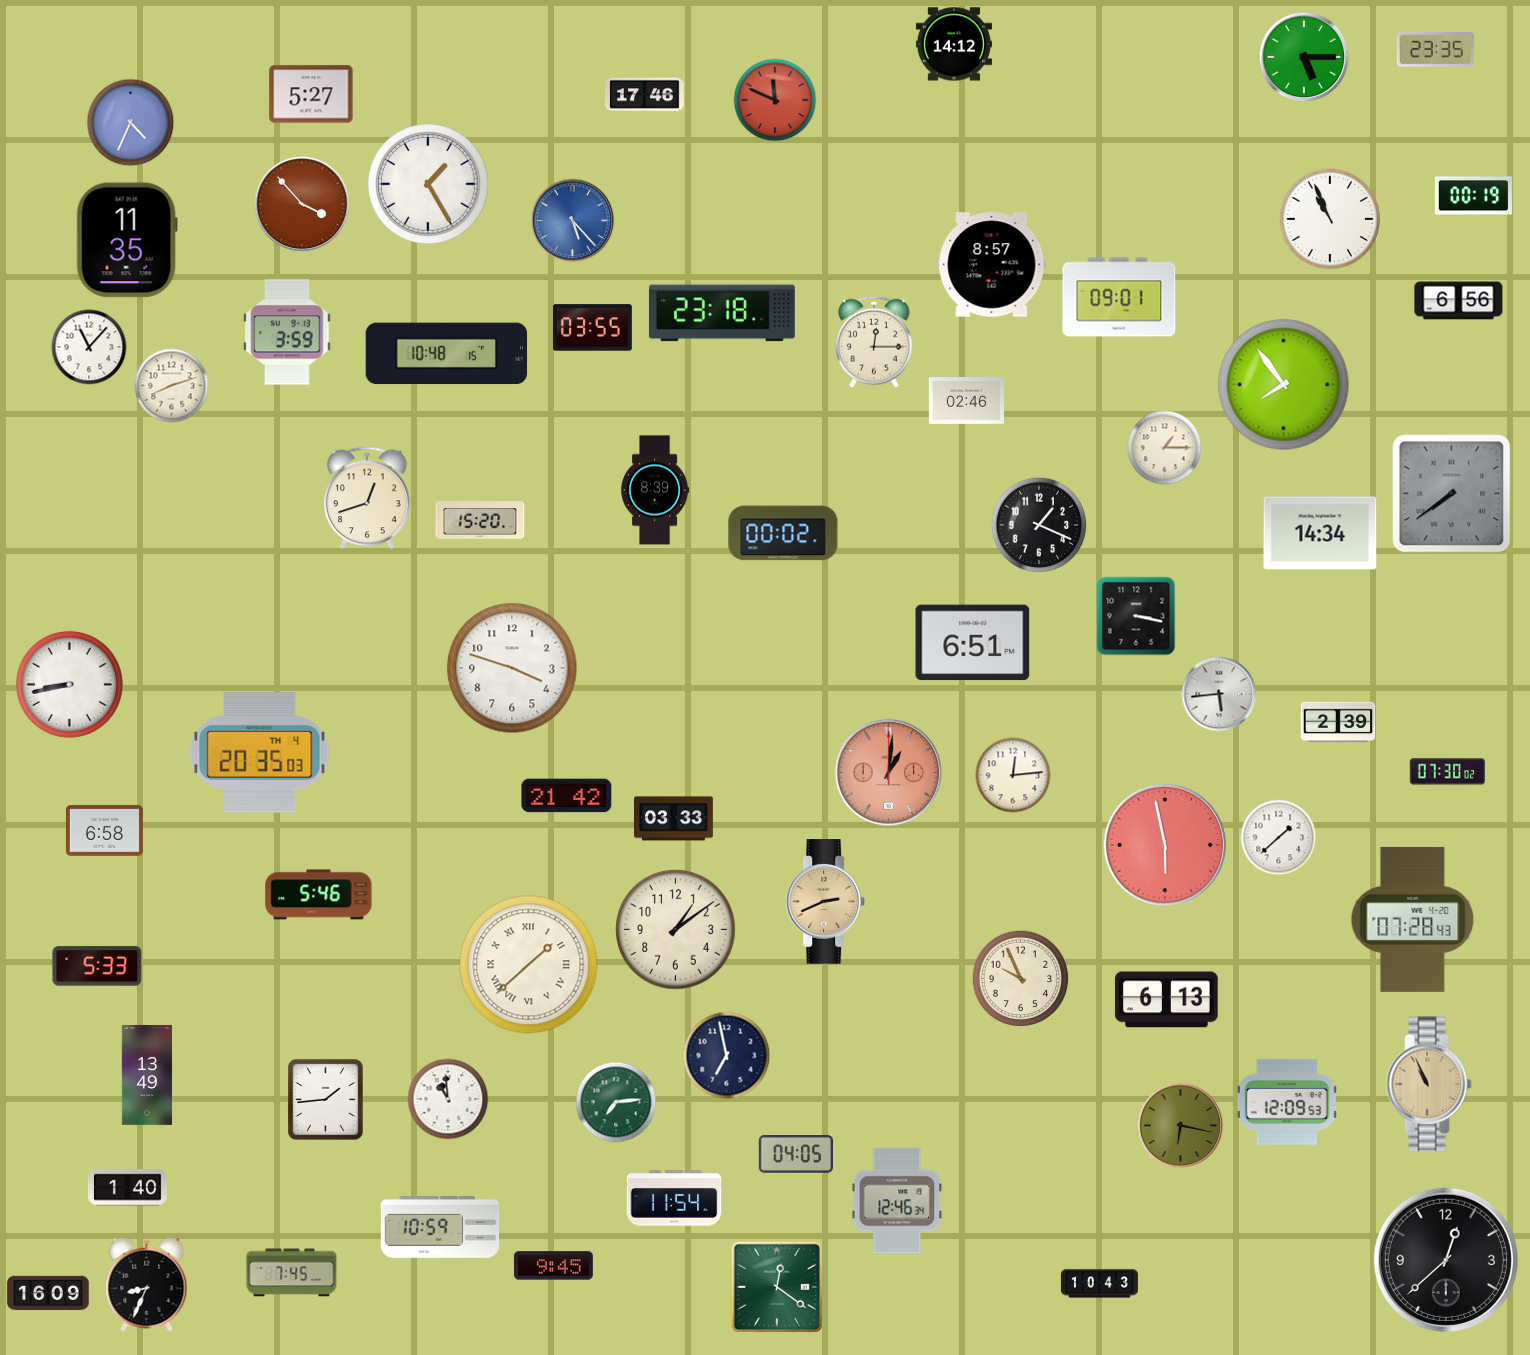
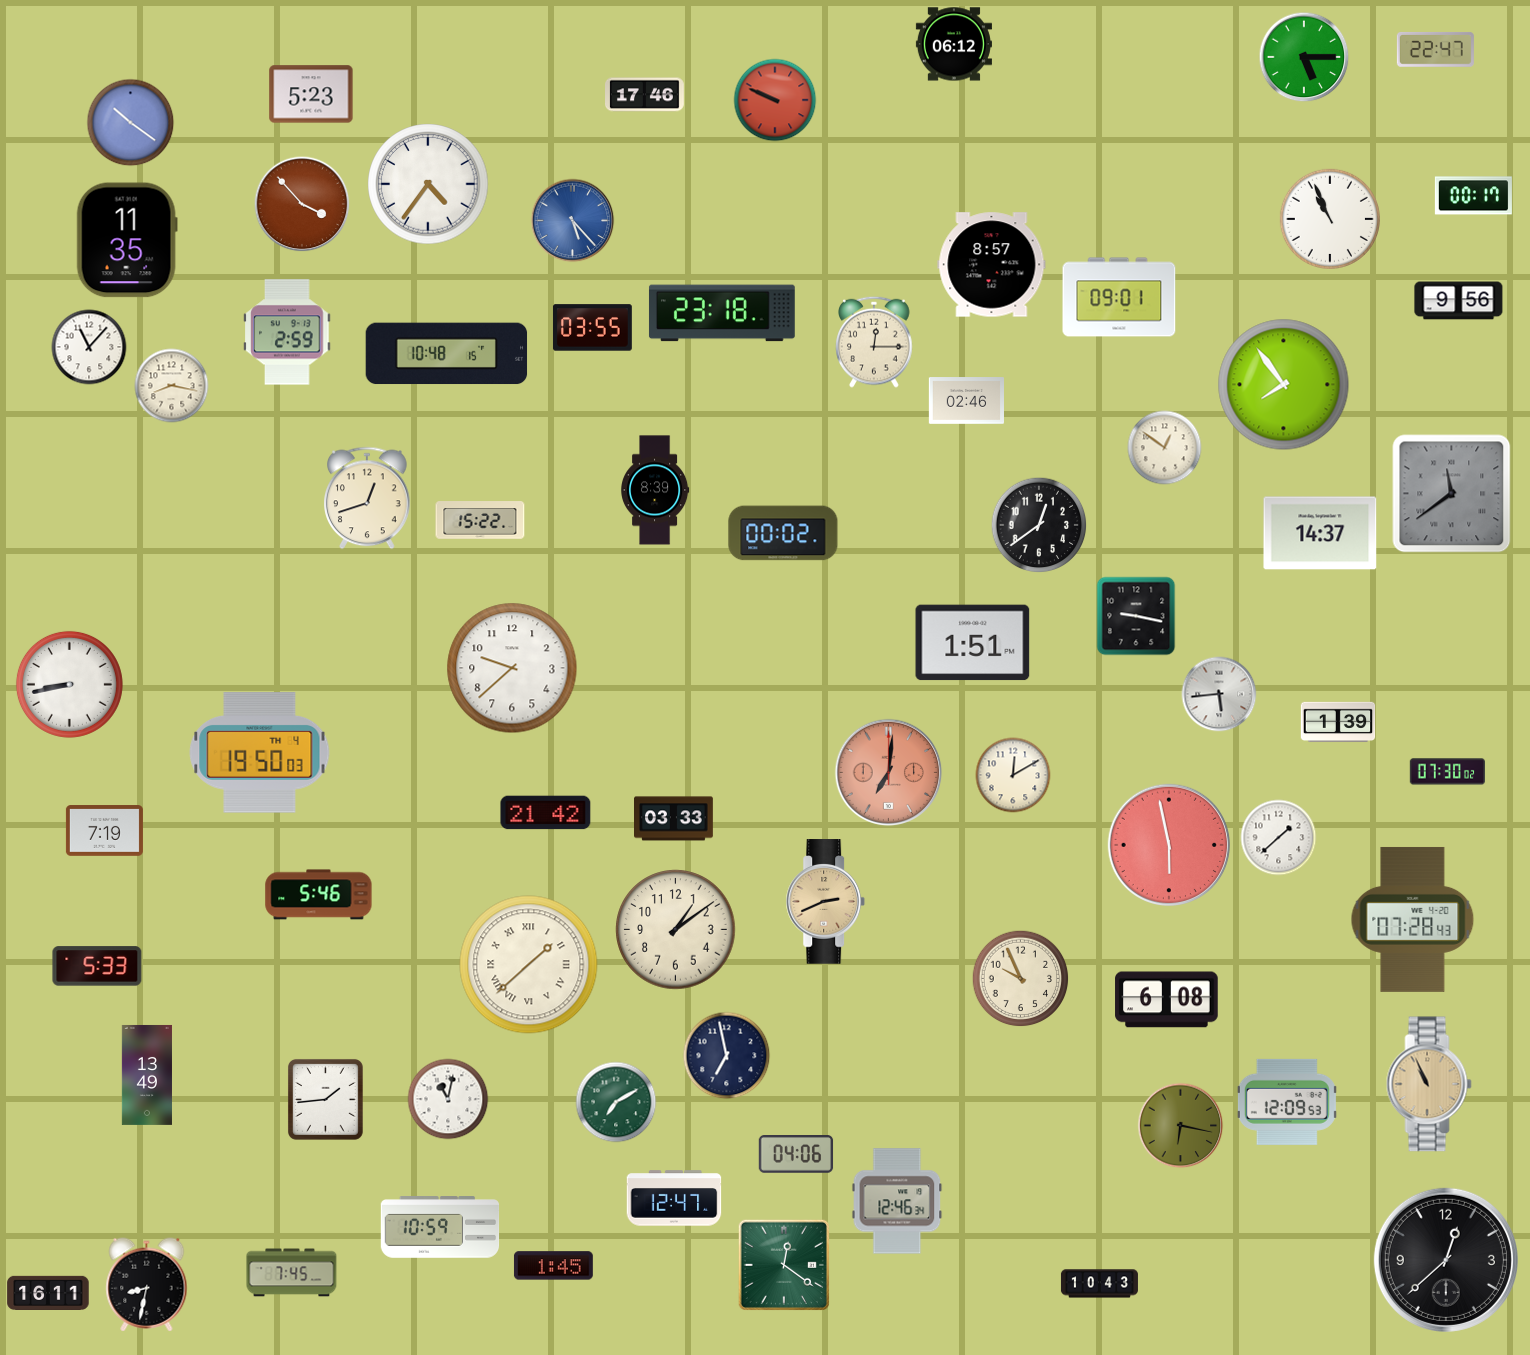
clock at (954, 44): 14:12 -> 06:12
clock at (1435, 49): 23:35 -> 22:47
clock at (311, 94): 5:27 -> 5:23
clock at (775, 100): 11:49 -> 9:49
clock at (131, 123): 4:34 -> 10:21
clock at (428, 184): 1:25 -> 4:36
clock at (1473, 196): 00:19 -> 00:17
clock at (1459, 301): 6:56 -> 9:56
clock at (287, 332): 3:59 -> 2:59
clock at (172, 386): 8:12 -> 8:17
clock at (1165, 448): 1:15 -> 12:51
clock at (1452, 494): 7:39 -> 11:39
clock at (480, 520): 15:20 -> 15:22
clock at (1039, 525): 1:19 -> 12:39
clock at (1320, 533): 14:34 -> 14:37
clock at (1136, 616): 3:17 -> 9:17
clock at (973, 643): 6:51 -> 1:51
clock at (512, 668): 3:48 -> 9:38
clock at (1338, 722): 2:39 -> 1:39
clock at (260, 753): 20:35 -> 19:50
clock at (889, 773): 1:01 -> 7:01
clock at (1013, 775): 12:14 -> 12:10
clock at (567, 796) position: (567, 796) -> (546, 813)
clock at (104, 831): 6:58 -> 7:19
clock at (1164, 844) position: (1164, 844) -> (1168, 844)
clock at (1167, 1000): 6:13 -> 6:08
clock at (448, 1099): 10:59 -> 11:02
clock at (616, 1102): 7:14 -> 7:10
clock at (796, 1154): 04:05 -> 04:06
clock at (128, 1188): 1:40 -> none
clock at (674, 1198): 11:54 -> 12:47
clock at (553, 1266): 9:45 -> 1:45
clock at (147, 1285): 8:34 -> 8:32
clock at (777, 1287) position: (777, 1287) -> (784, 1265)
clock at (48, 1293): 16:09 -> 16:11
